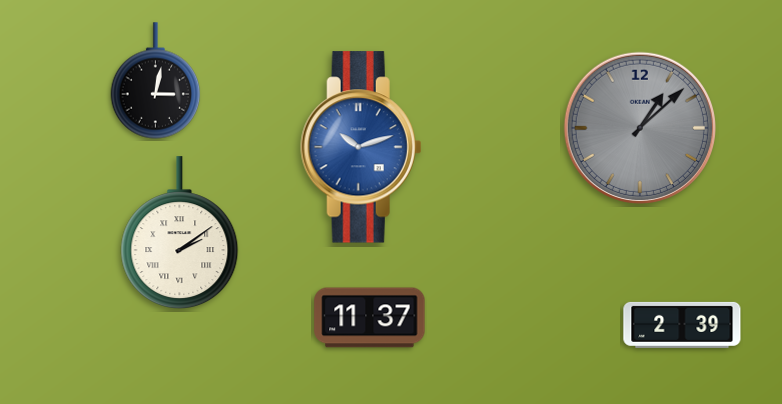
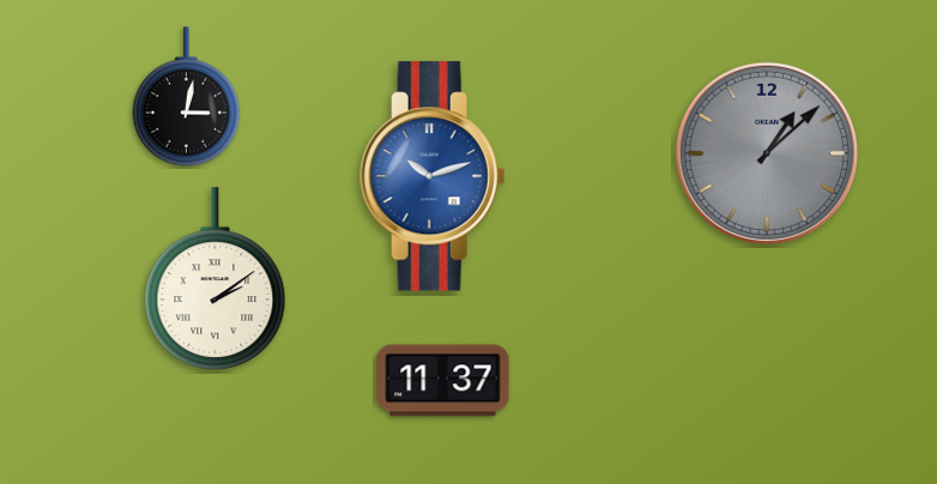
clock at (682, 325): 2:39 -> none
